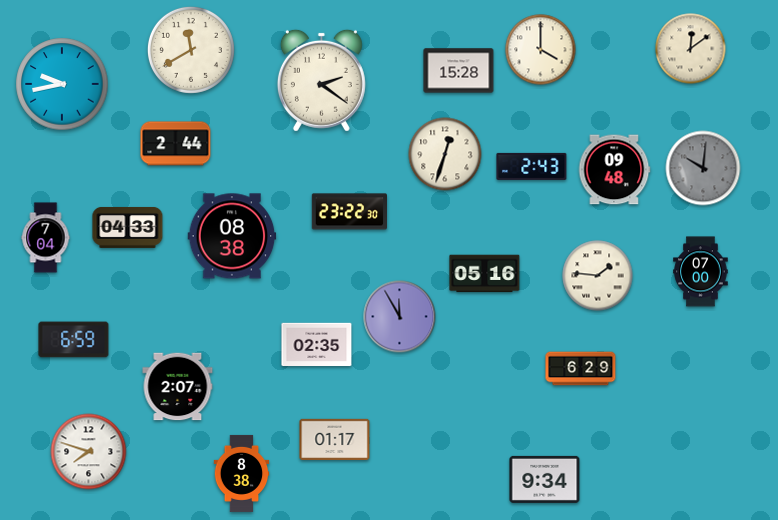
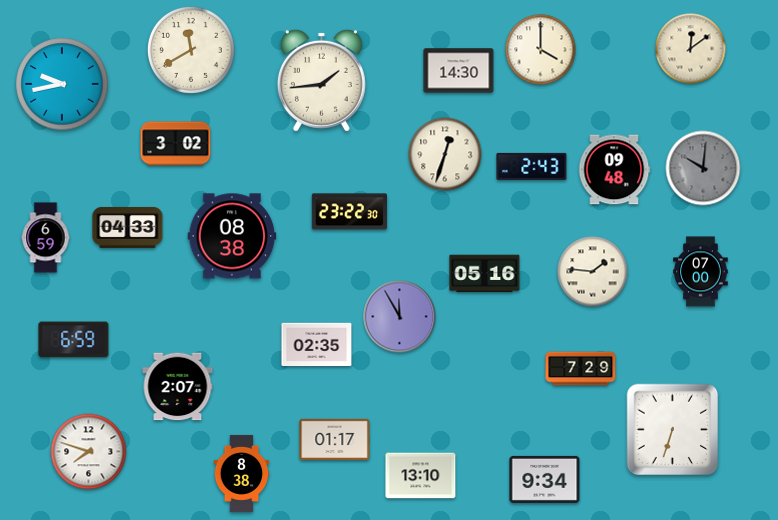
clock at (459, 71): 15:28 -> 14:30
clock at (321, 80): 2:21 -> 1:44
clock at (176, 144): 2:44 -> 3:02
clock at (46, 238): 7:04 -> 6:59
clock at (598, 276) position: (598, 276) -> (593, 272)
clock at (581, 369): 6:29 -> 7:29
clock at (673, 430): none -> 6:33
clock at (421, 476): none -> 13:10
